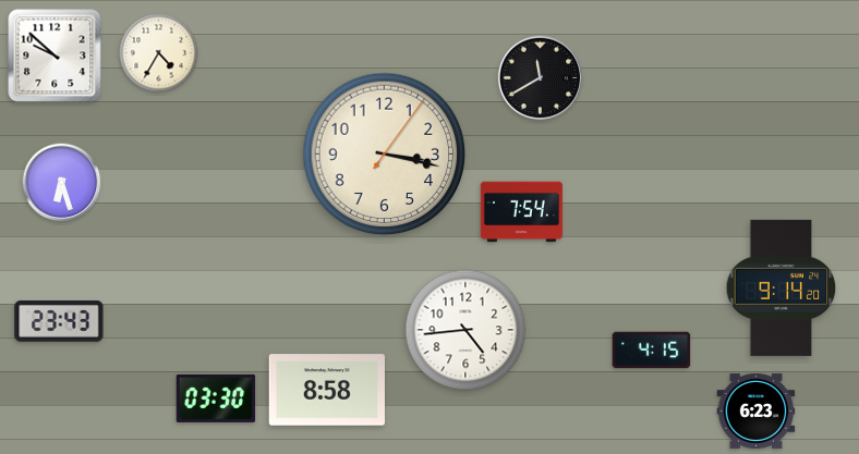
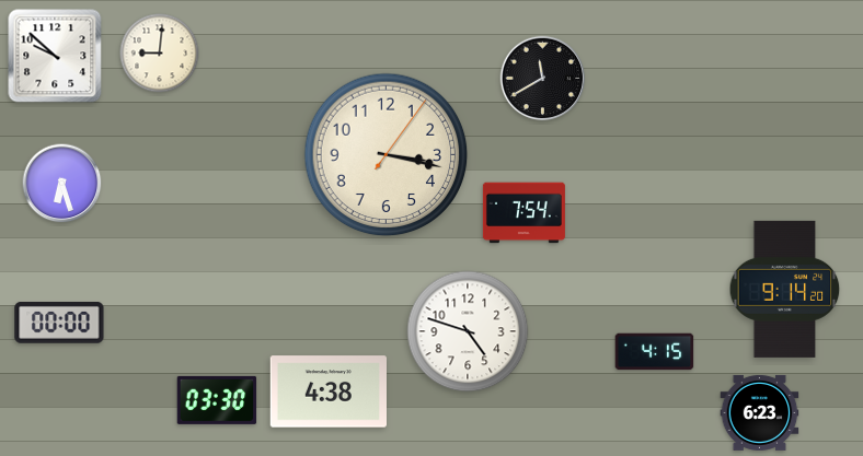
clock at (159, 53): 4:35 -> 9:01
clock at (59, 321): 23:43 -> 00:00
clock at (465, 330): 4:44 -> 4:48
clock at (326, 390): 8:58 -> 4:38
